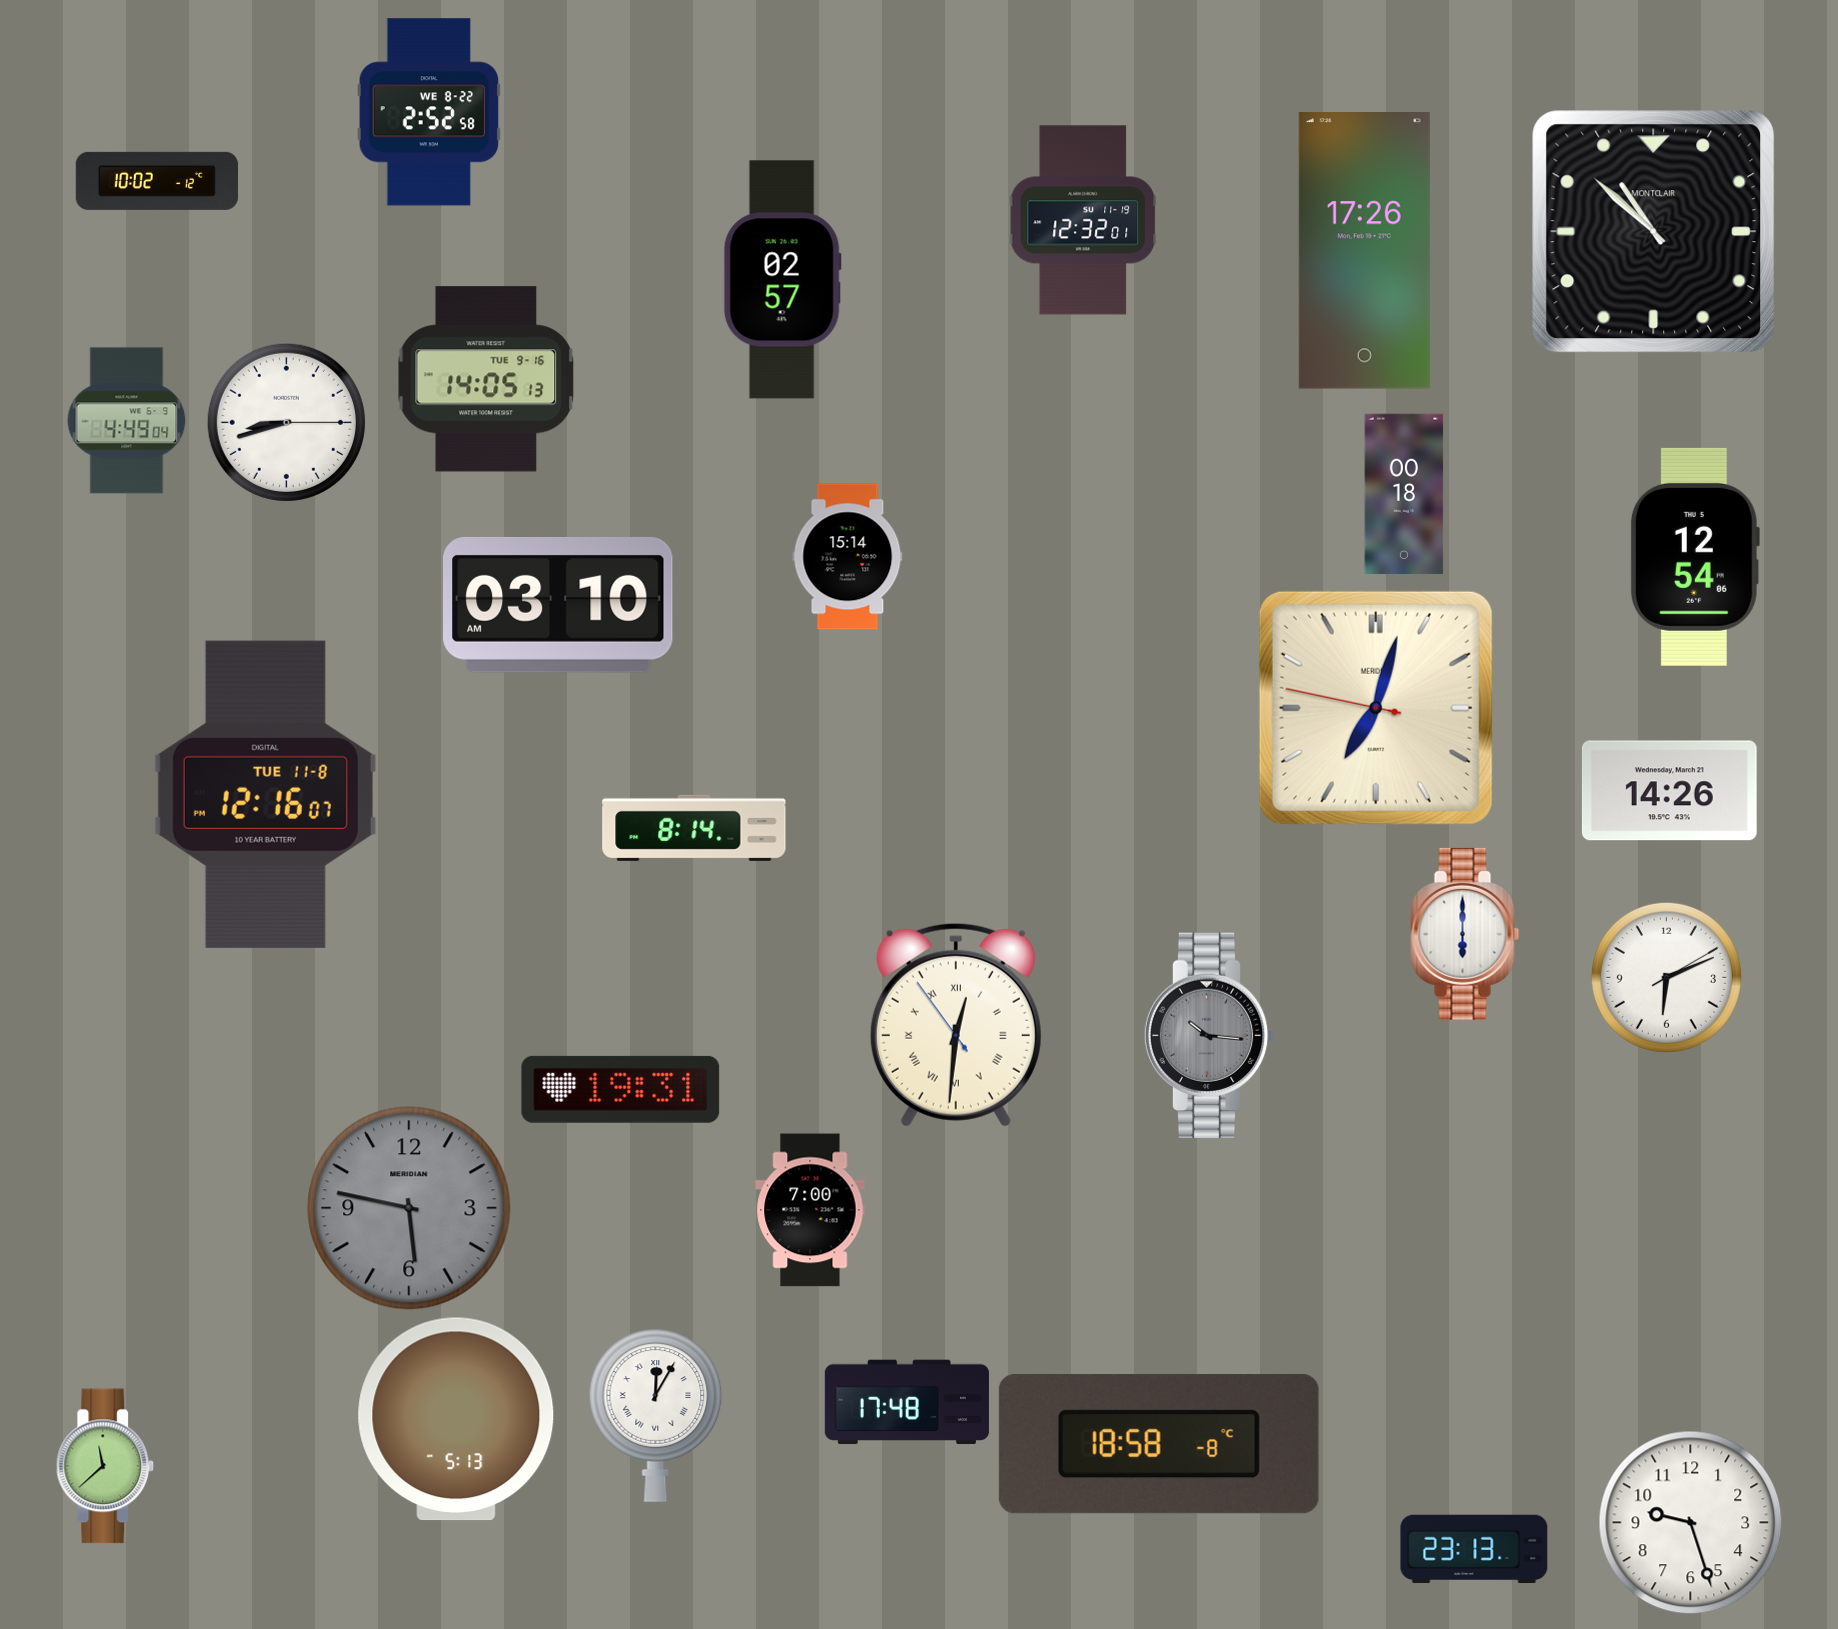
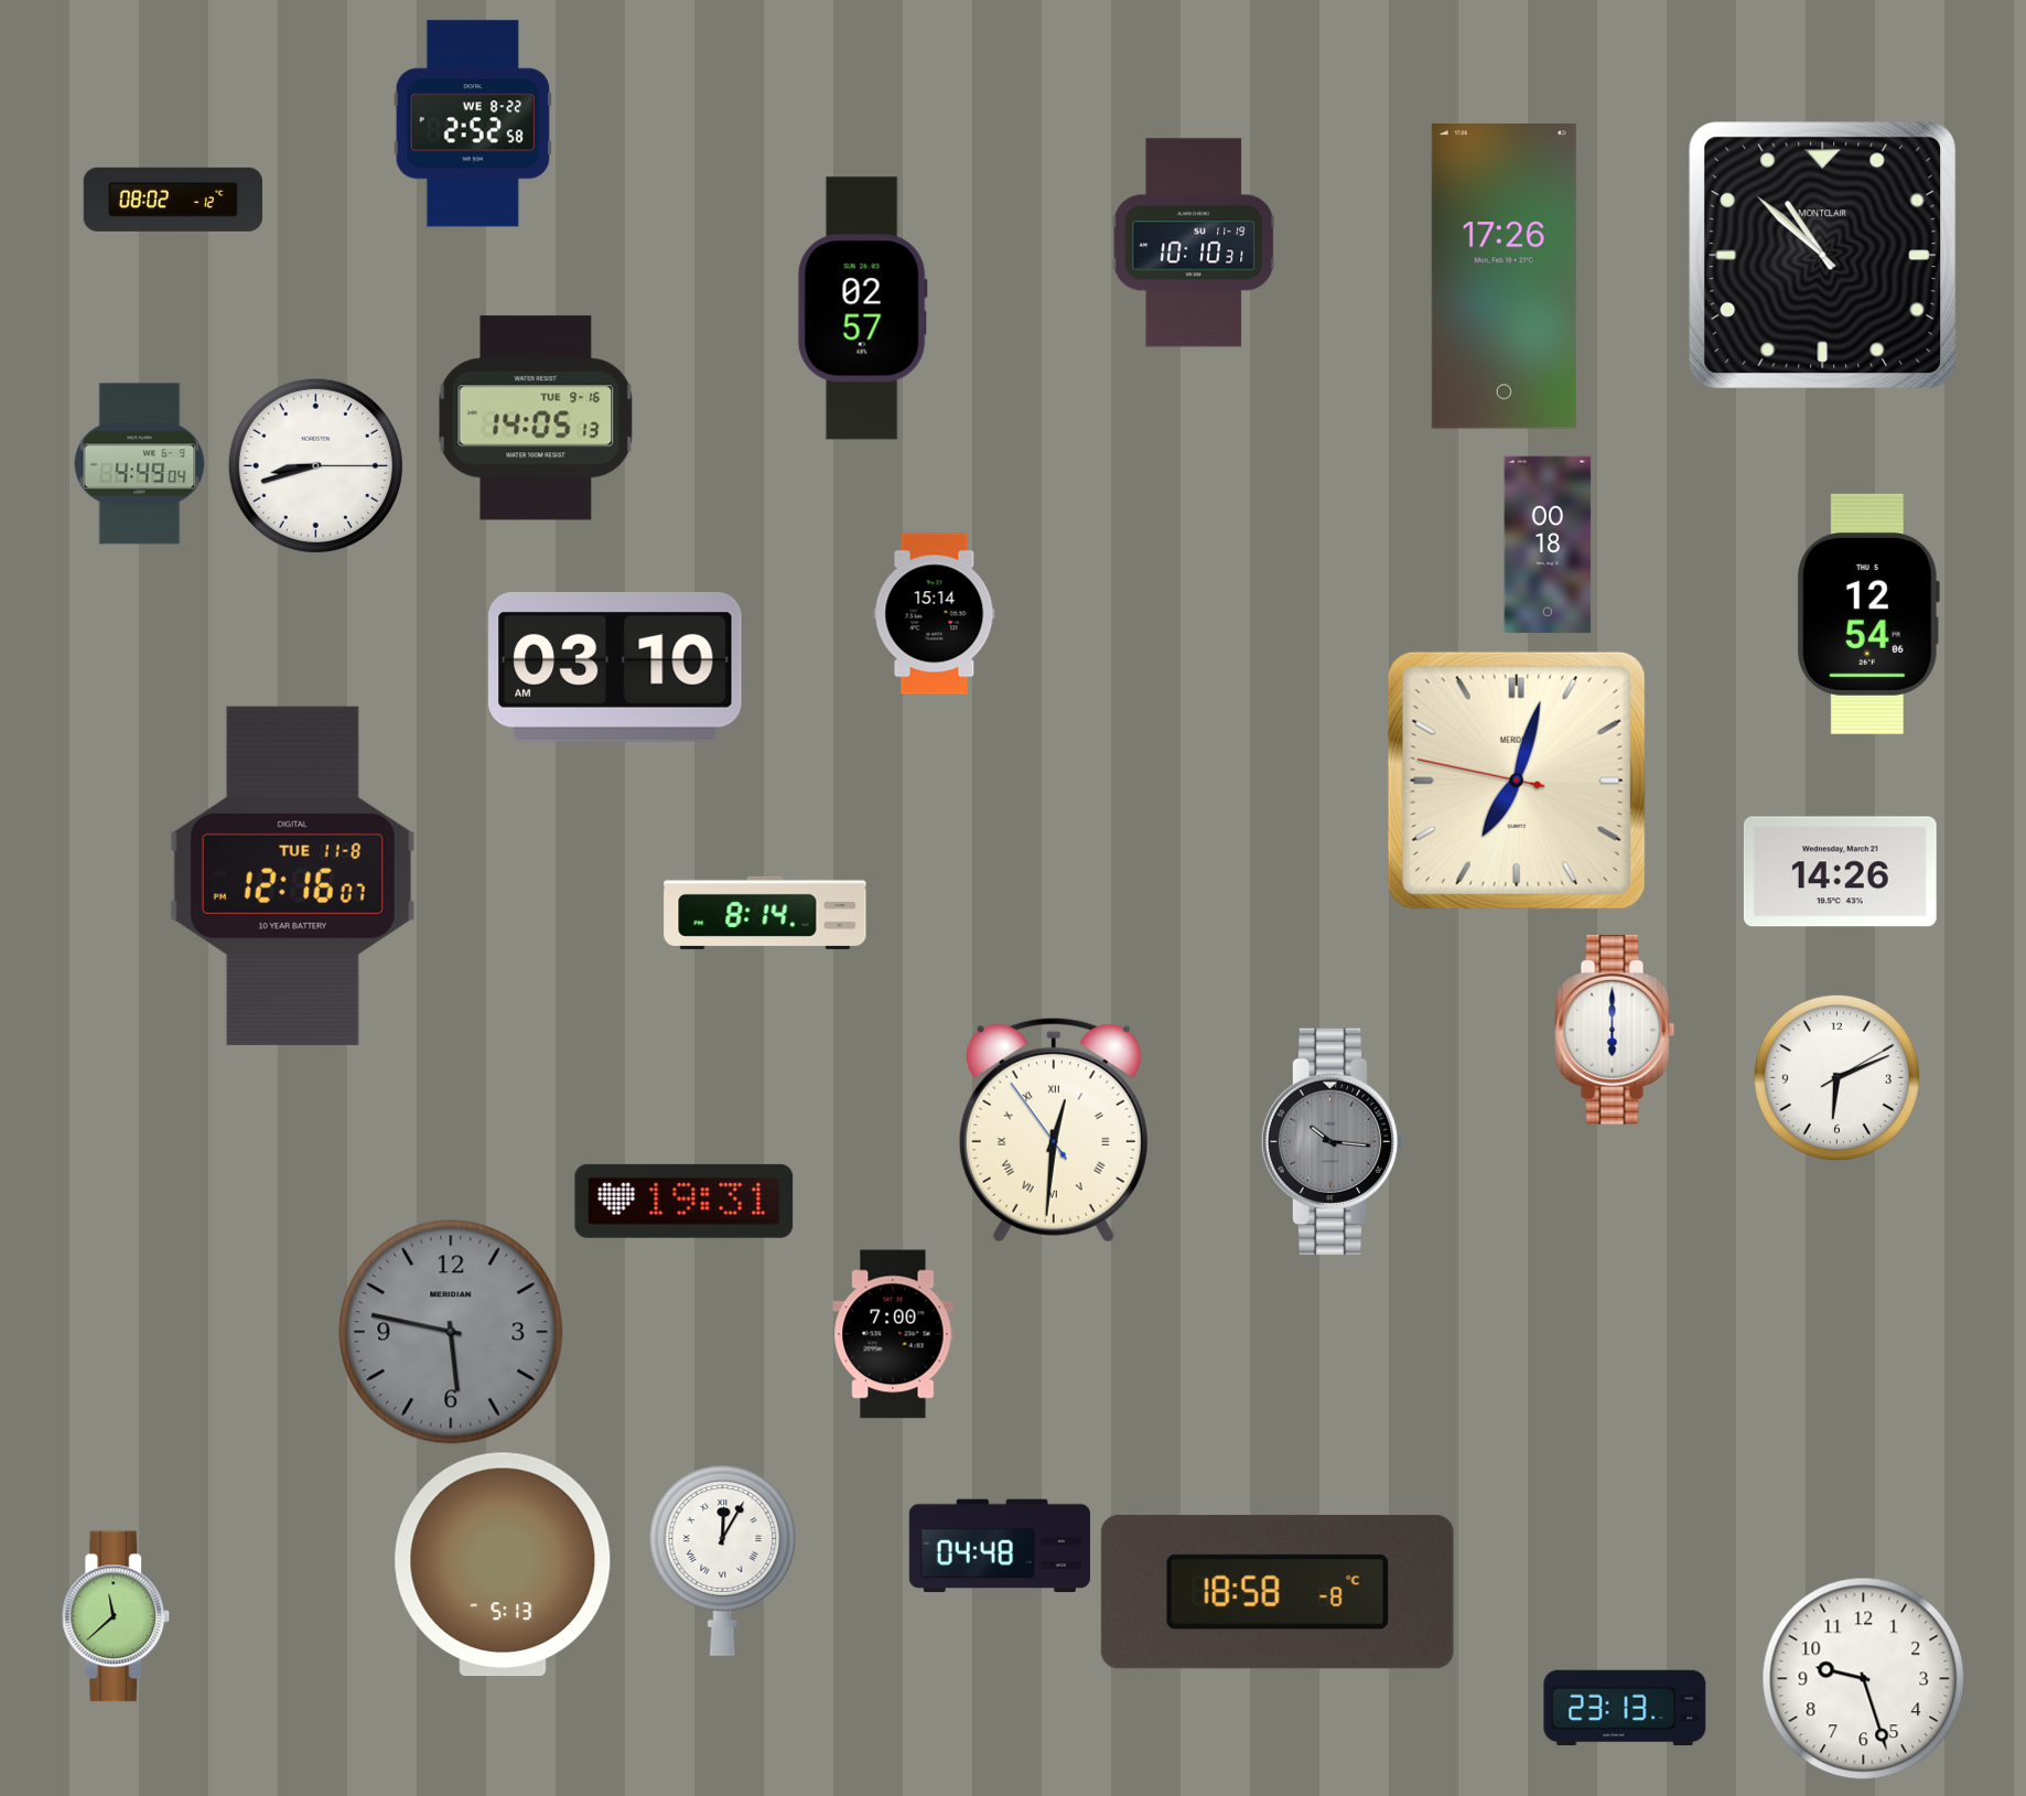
clock at (156, 181): 10:02 -> 08:02
clock at (1083, 220): 12:32 -> 10:10
clock at (907, 1402): 17:48 -> 04:48
